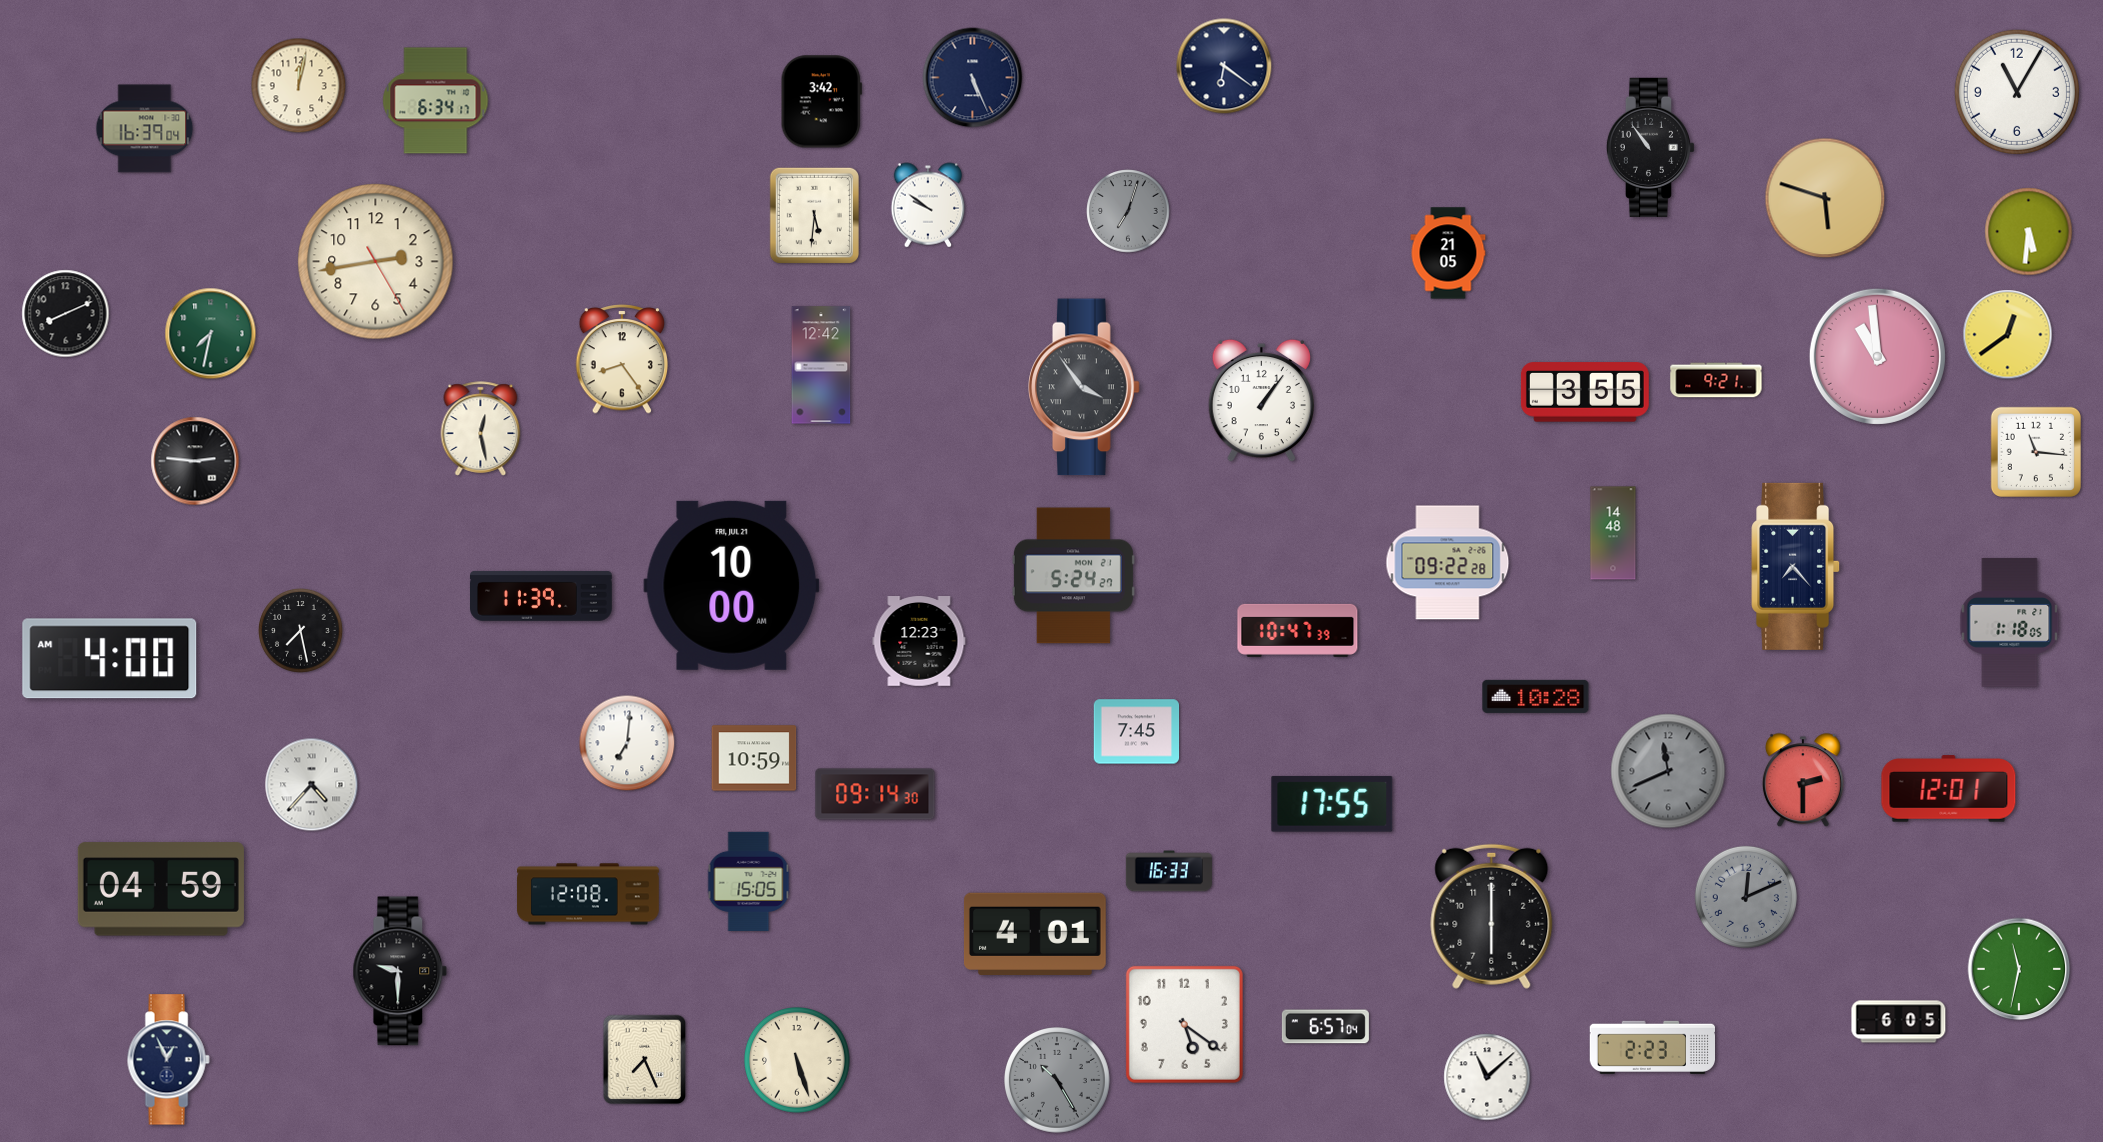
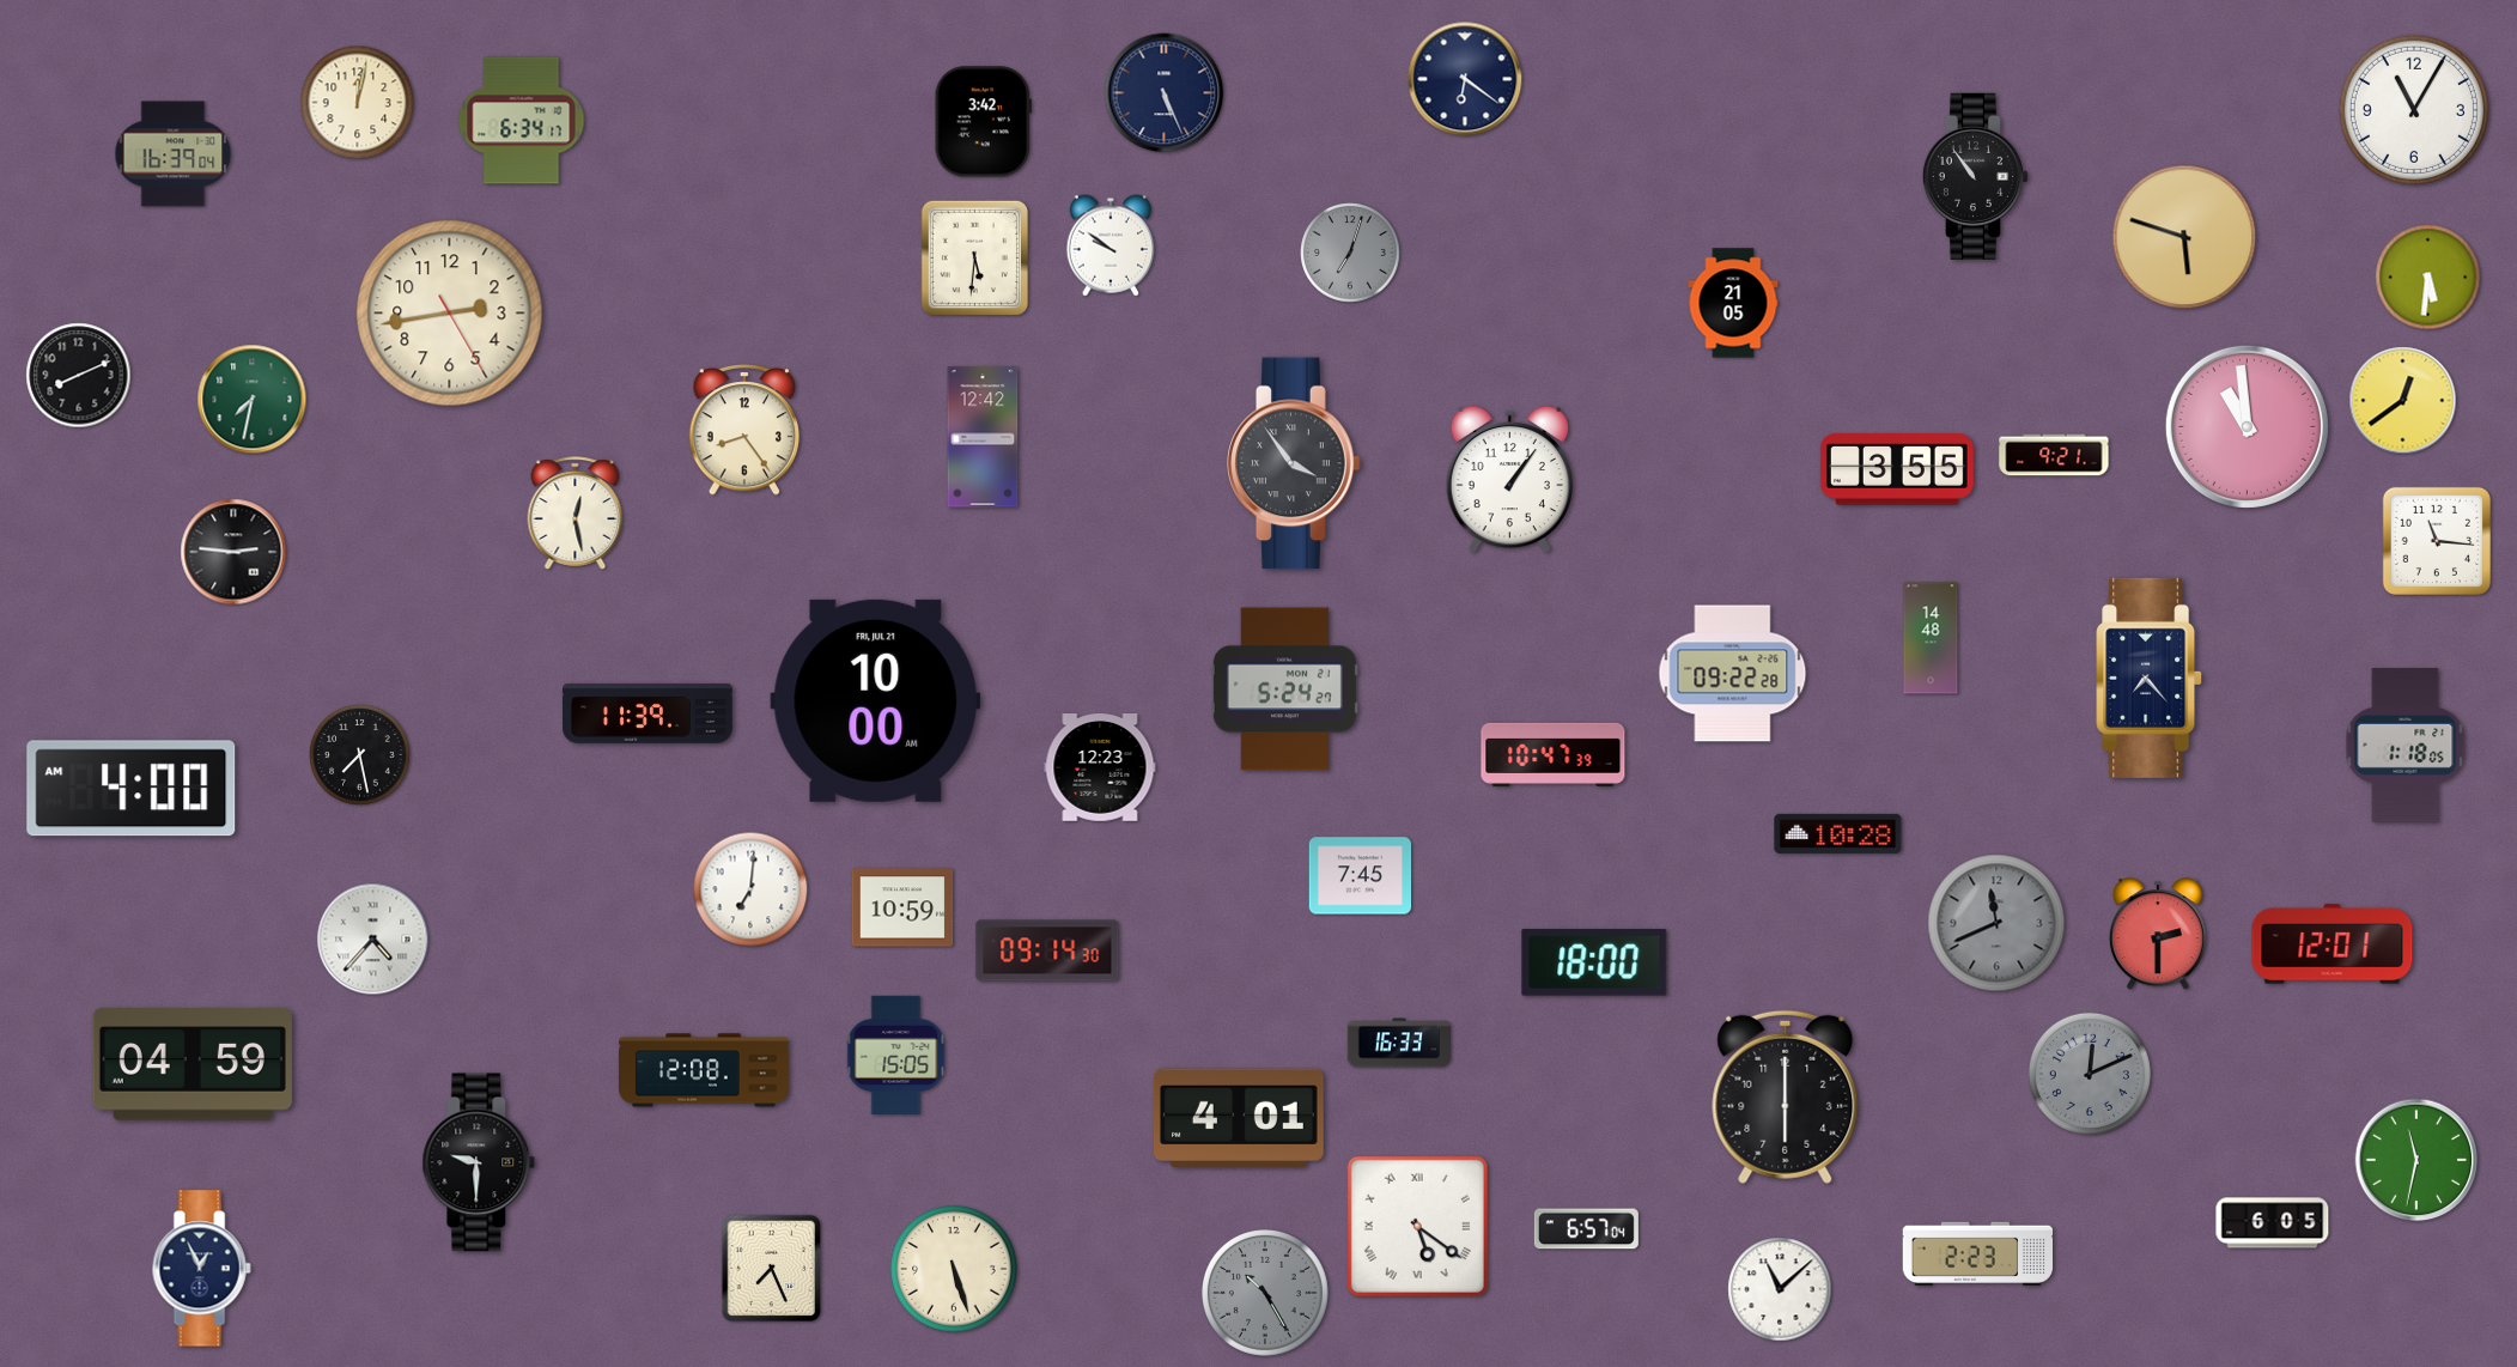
clock at (1084, 387) position: (1084, 387) -> (1294, 463)
clock at (1332, 804): 17:55 -> 18:00
clock at (1184, 1024) numerals: Arabic -> Roman
